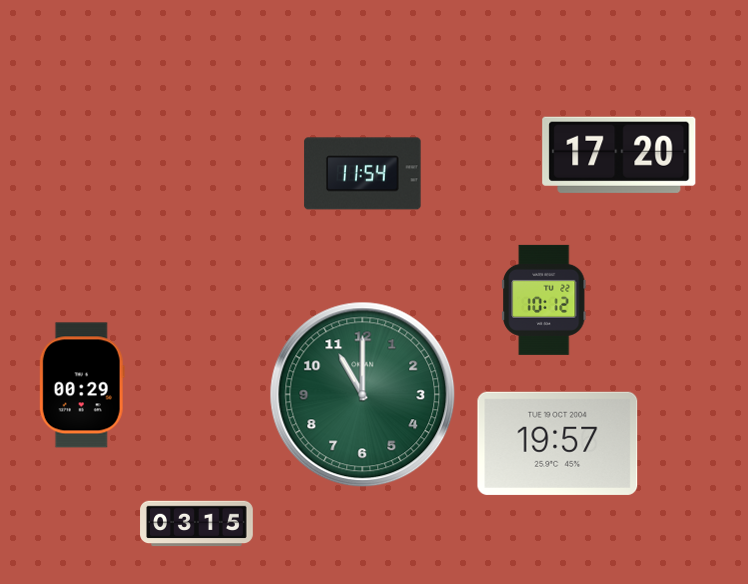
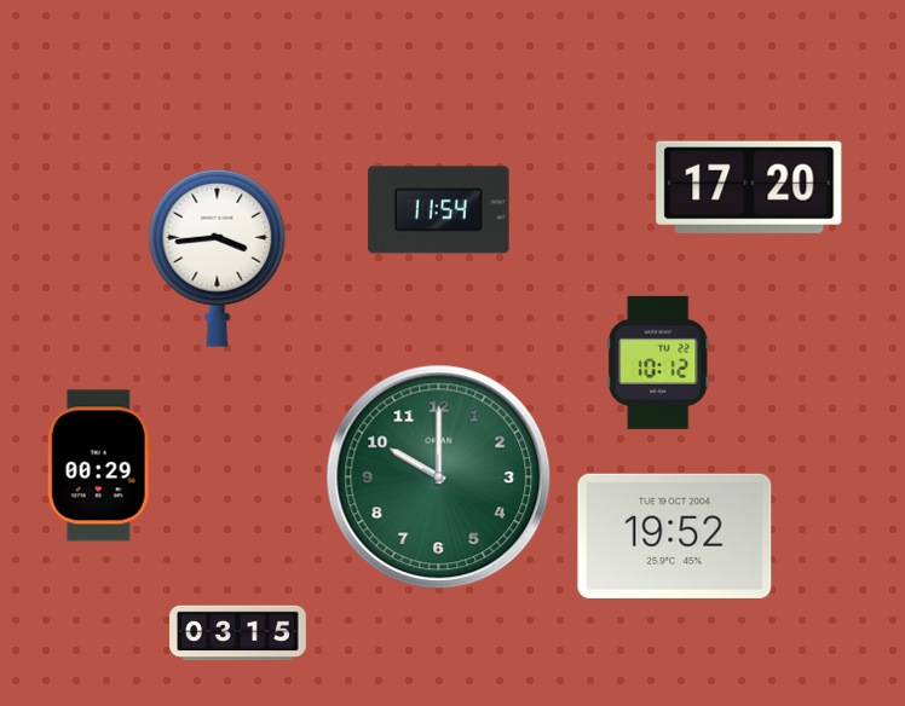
clock at (218, 257): none -> 3:44
clock at (363, 395): 11:00 -> 10:00
clock at (558, 443): 19:57 -> 19:52
